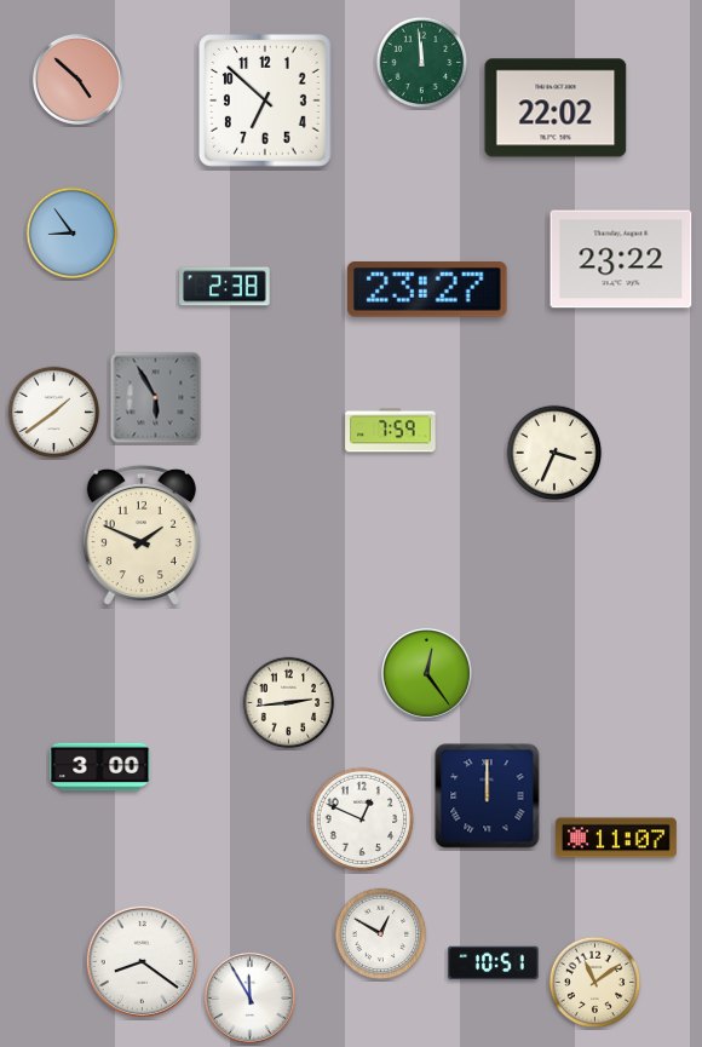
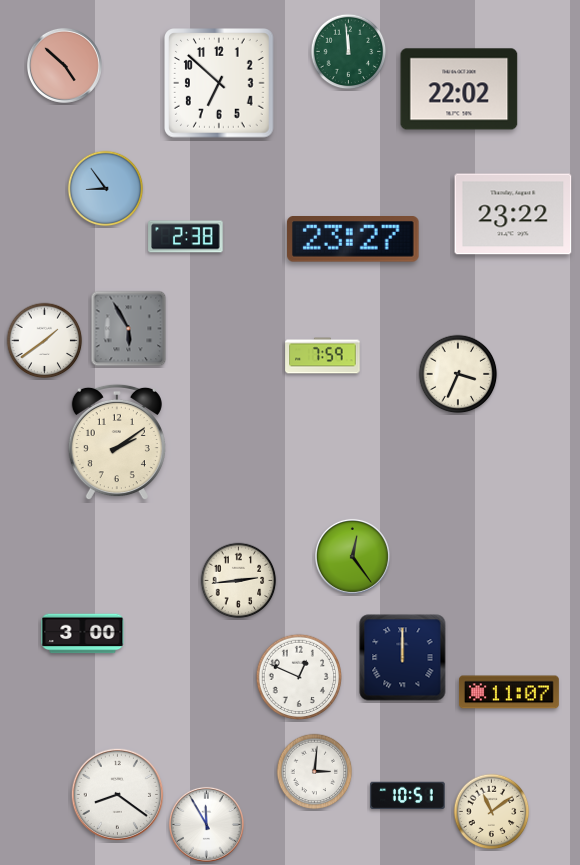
clock at (73, 234) position: (73, 234) -> (106, 189)
clock at (142, 535): 1:49 -> 2:09
clock at (381, 934): 12:50 -> 3:01
